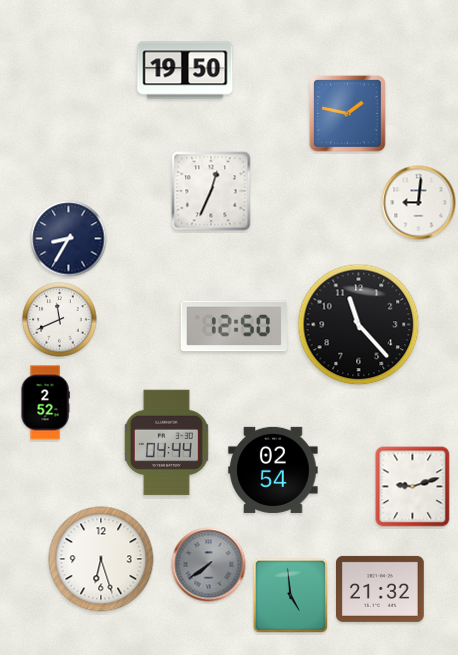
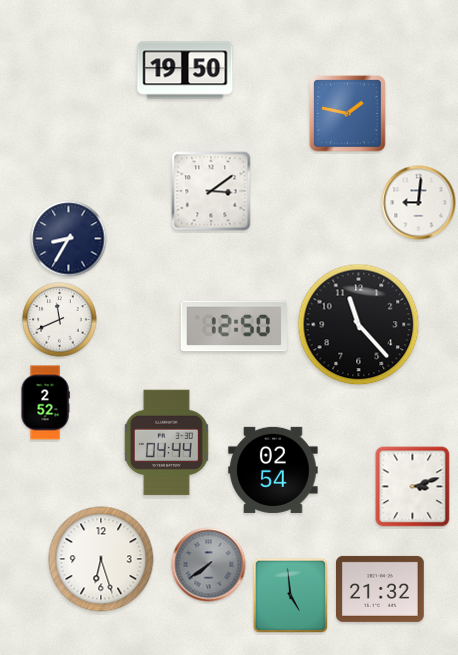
clock at (211, 191): 12:34 -> 3:09
clock at (413, 487): 9:12 -> 3:12
